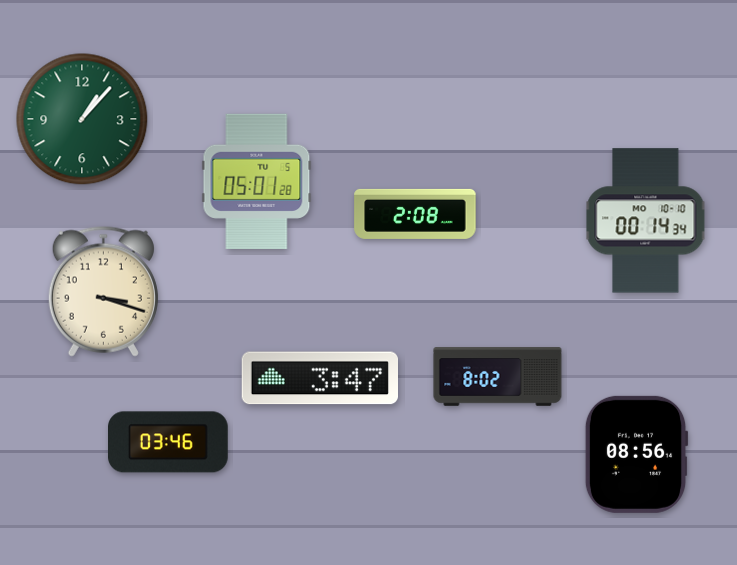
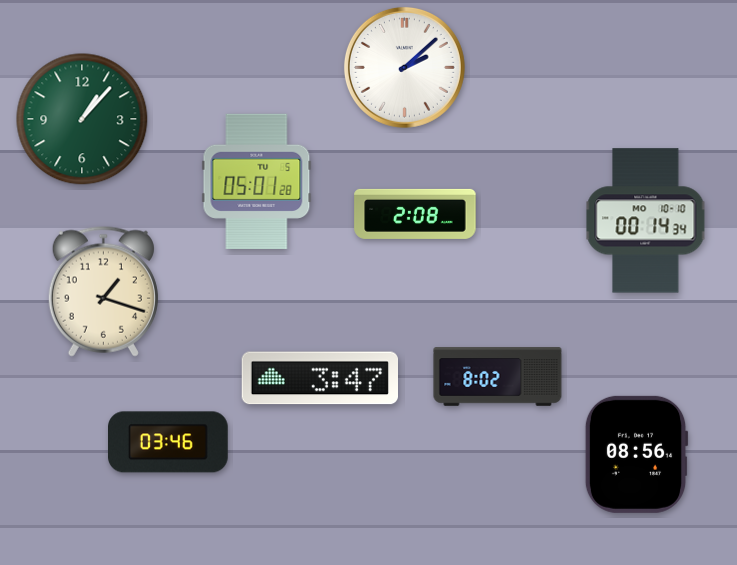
clock at (404, 67): none -> 2:08
clock at (103, 291): 3:18 -> 1:18
